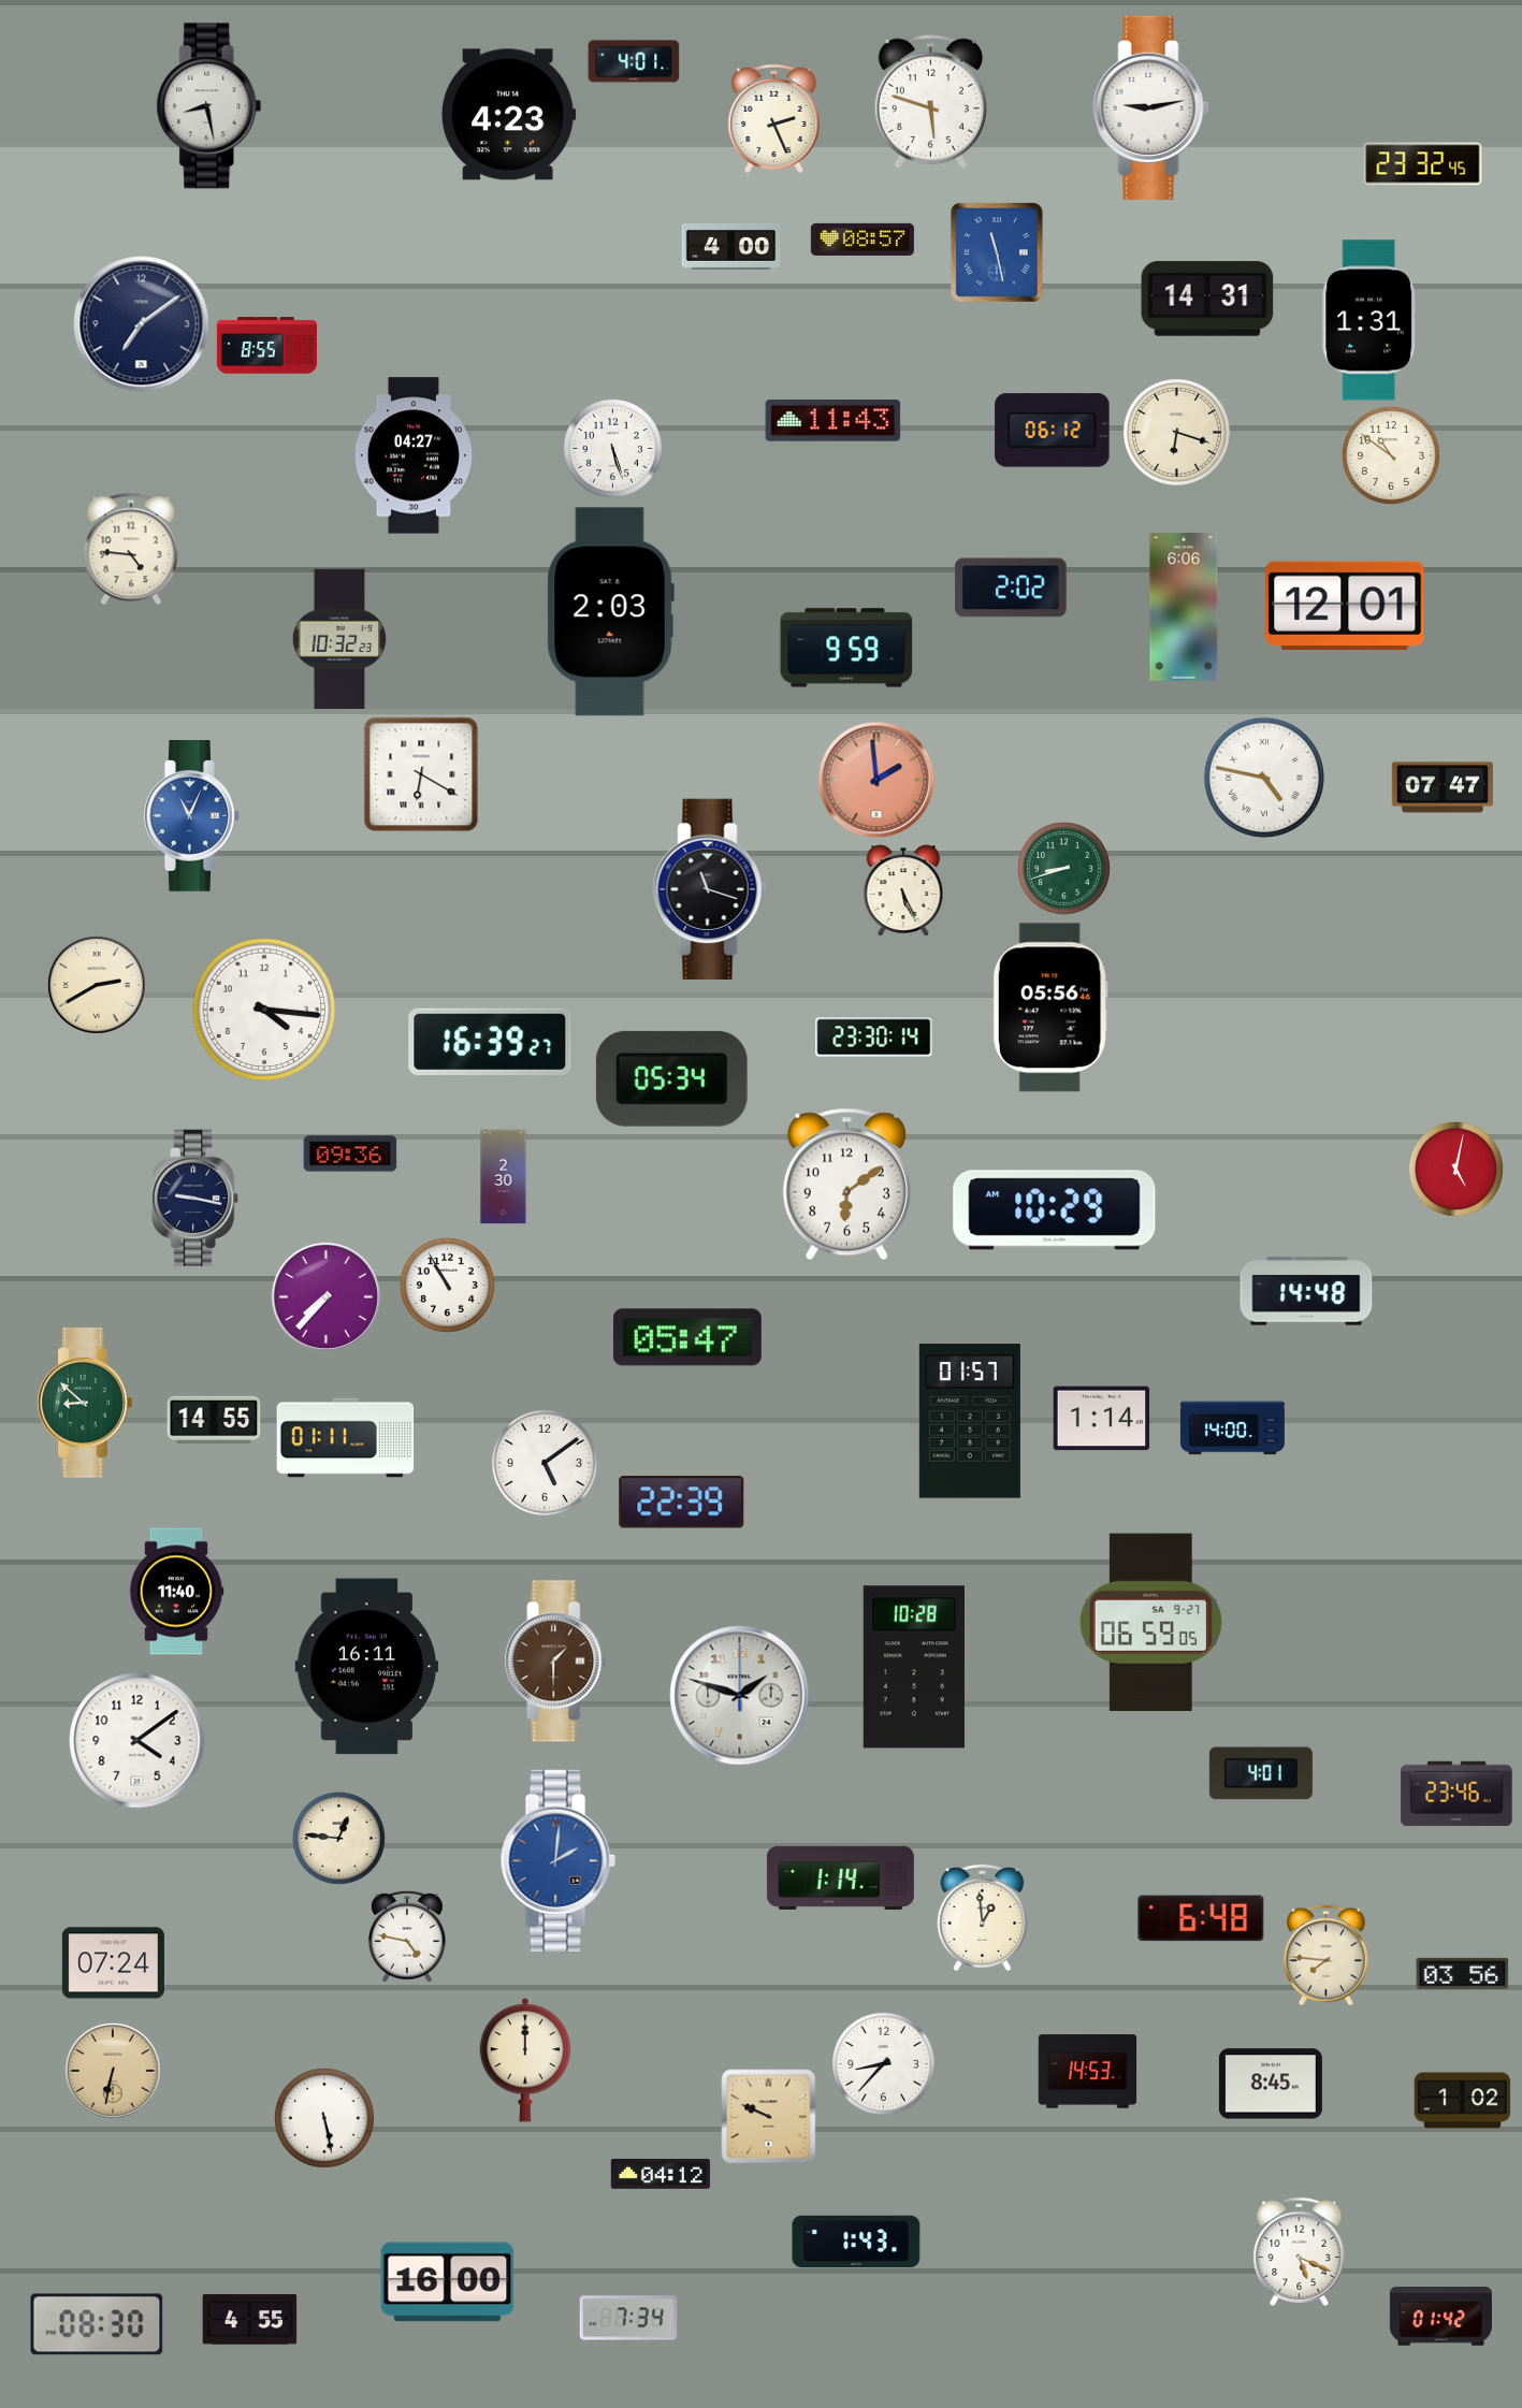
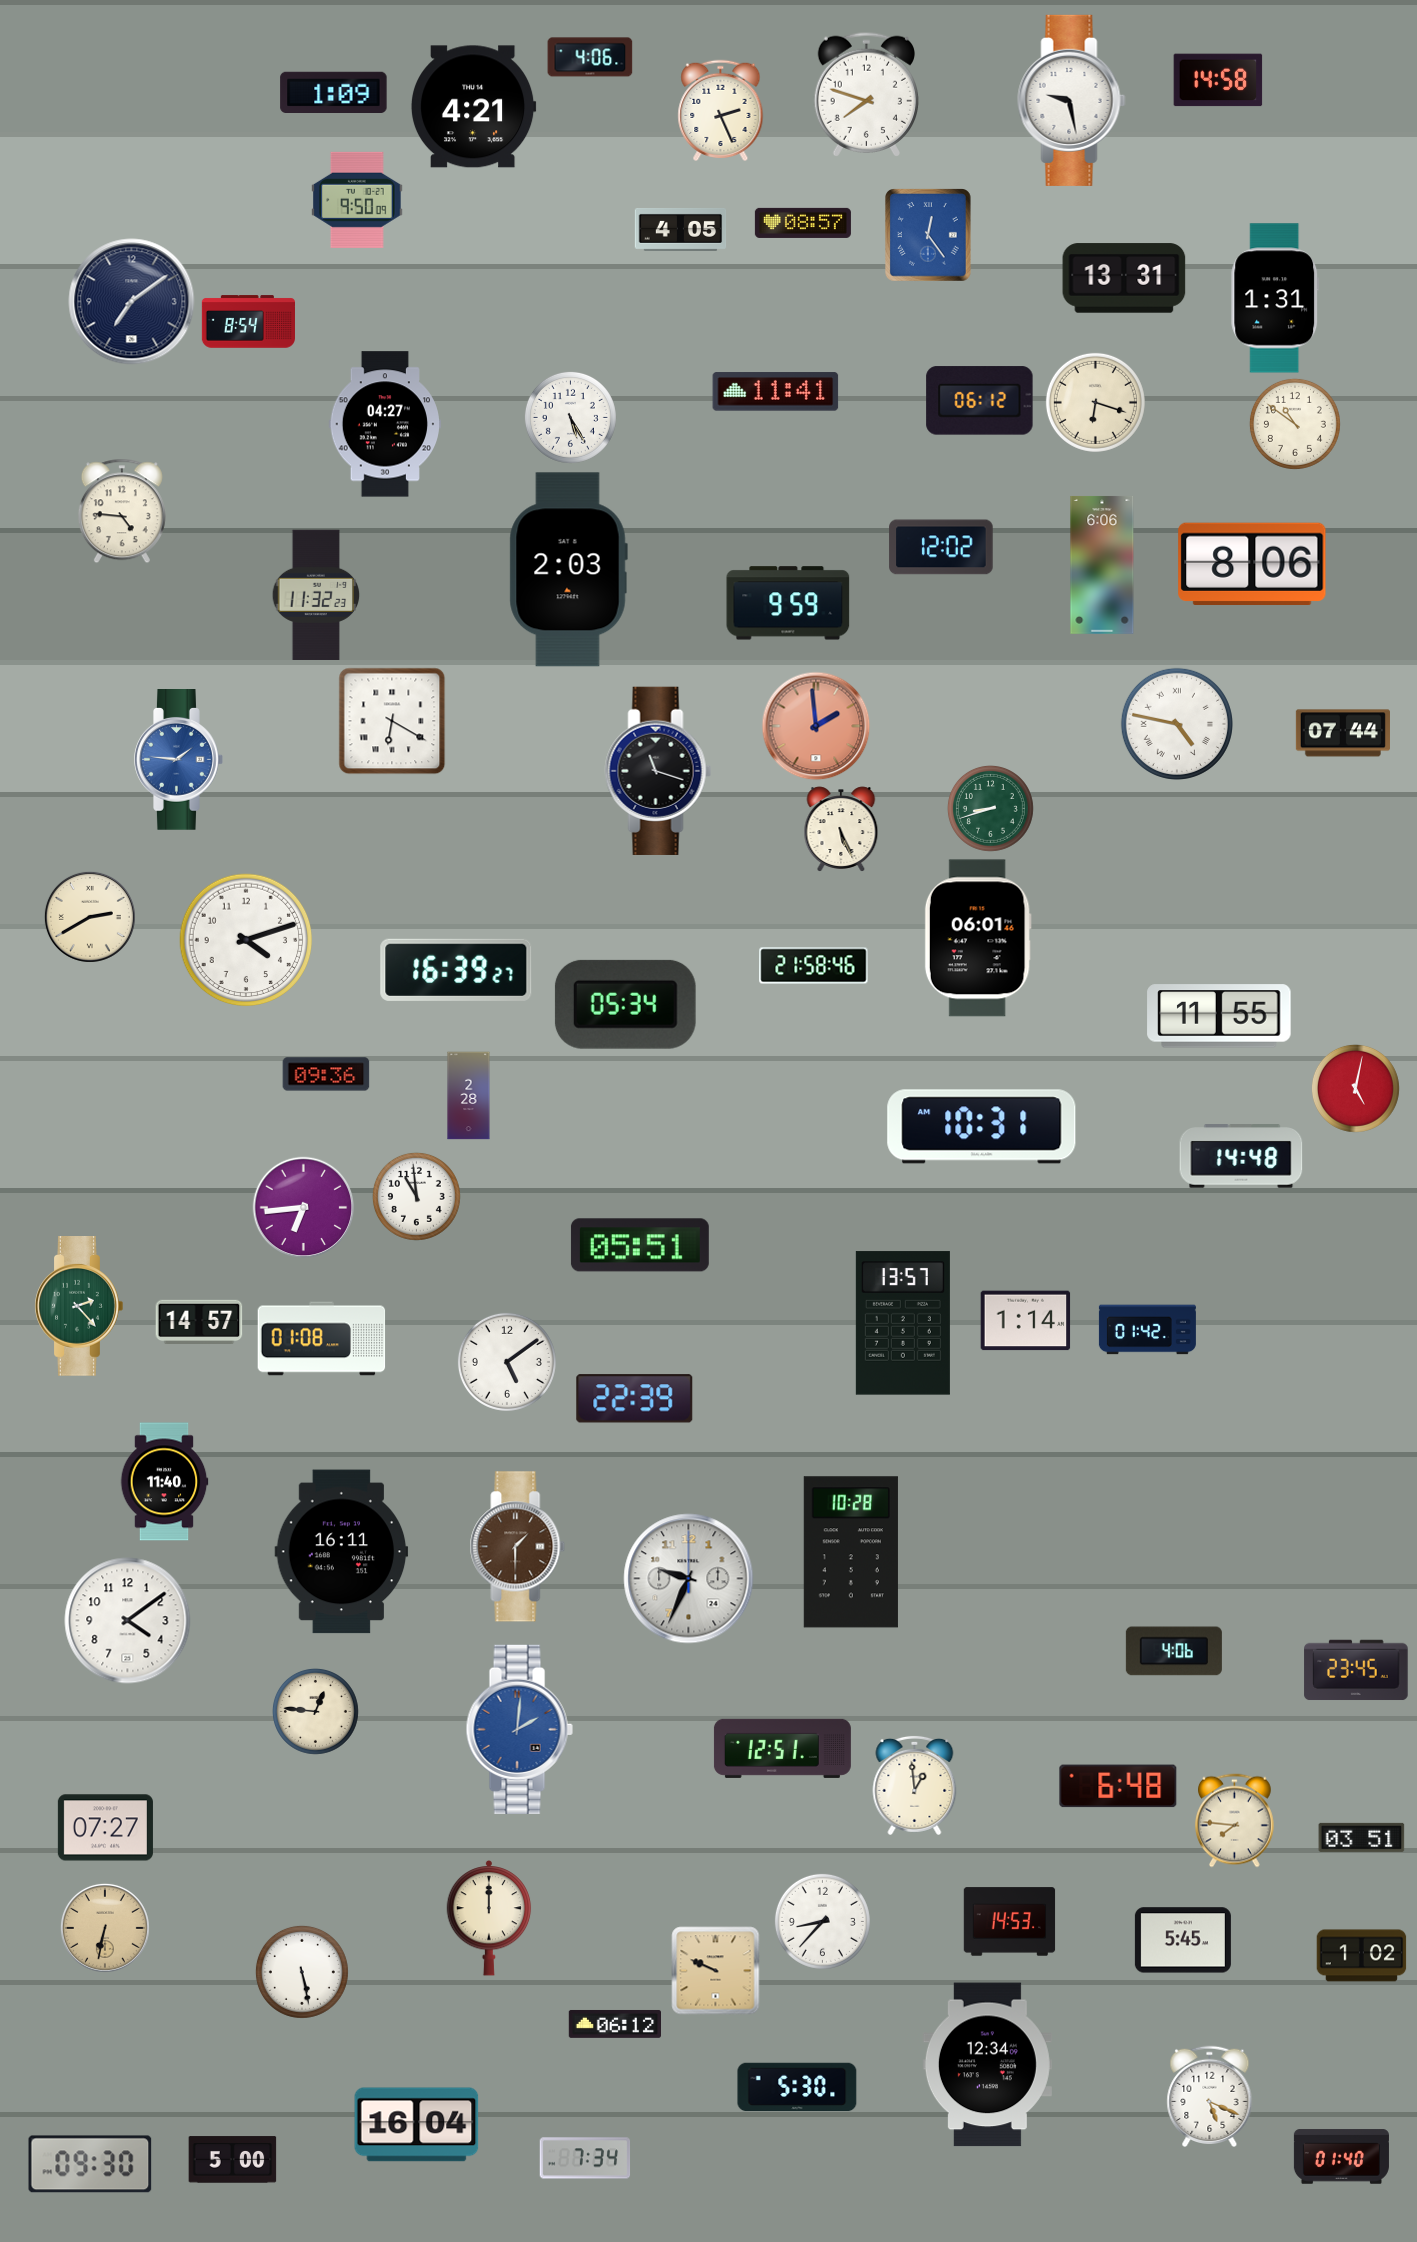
clock at (634, 61): 4:01 -> 4:06
clock at (1218, 80): none -> 14:58
clock at (334, 92): none -> 1:09
clock at (930, 101): 5:48 -> 7:48
clock at (209, 106): 8:28 -> none
clock at (1151, 107): 9:13 -> 9:28
clock at (508, 115): 4:23 -> 4:21
clock at (1423, 164): 23:32 -> none
clock at (357, 200): none -> 9:50
clock at (731, 246): 4:00 -> 4:05
clock at (998, 253): 11:28 -> 12:24
clock at (1207, 299): 14:31 -> 13:31
clock at (266, 346): 8:55 -> 8:54
clock at (834, 421): 11:43 -> 11:41
clock at (612, 448): 5:27 -> 5:25
clock at (1011, 588): 2:02 -> 12:02
clock at (1345, 605): 12:01 -> 8:06
clock at (339, 638): 10:32 -> 11:32
clock at (1443, 787): 07:47 -> 07:44
clock at (192, 816): 11:04 -> 1:46
clock at (710, 889) position: (710, 889) -> (658, 771)
clock at (1050, 1007): 05:56 -> 06:01
clock at (264, 1010): 4:16 -> 4:12
clock at (874, 1038): 23:30 -> 21:58
clock at (1219, 1016): none -> 11:55
clock at (504, 1177): 2:30 -> 2:28
clock at (846, 1185): 6:09 -> none
clock at (197, 1199): 9:17 -> none
clock at (1055, 1210): 10:29 -> 10:31
clock at (447, 1285): 10:55 -> 10:59
clock at (1306, 1291) position: (1306, 1291) -> (1241, 1156)
clock at (327, 1297): 7:37 -> 6:44
clock at (687, 1337): 05:47 -> 05:51
clock at (85, 1404): 8:52 -> 2:23
clock at (214, 1420): 14:55 -> 14:57
clock at (970, 1421): 01:57 -> 13:57
clock at (1232, 1428): 14:00 -> 01:42
clock at (346, 1438): 01:11 -> 01:08
clock at (1150, 1623): 06:59 -> none
clock at (740, 1696): 1:48 -> 9:34
clock at (1261, 1773): 4:01 -> 4:06
clock at (1456, 1794): 23:46 -> 23:45
clock at (557, 1860) position: (557, 1860) -> (519, 1729)
clock at (840, 1877): 1:14 -> 12:51
clock at (407, 1936): 4:47 -> none
clock at (113, 1963): 07:24 -> 07:27
clock at (1463, 1973): 03:56 -> 03:51
clock at (1088, 2072) position: (1088, 2072) -> (1010, 1922)
clock at (1271, 2084): 8:45 -> 5:45
clock at (659, 2174): 04:12 -> 06:12
clock at (987, 2065): none -> 12:34
clock at (856, 2242): 1:43 -> 5:30
clock at (448, 2282): 16:00 -> 16:04
clock at (1440, 2317): 01:42 -> 01:40
clock at (250, 2320): 4:55 -> 5:00
clock at (97, 2324): 08:30 -> 09:30
